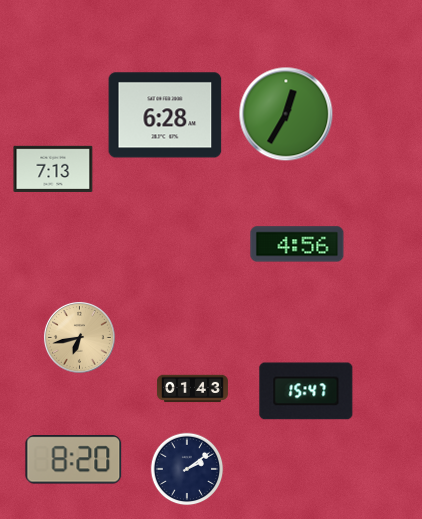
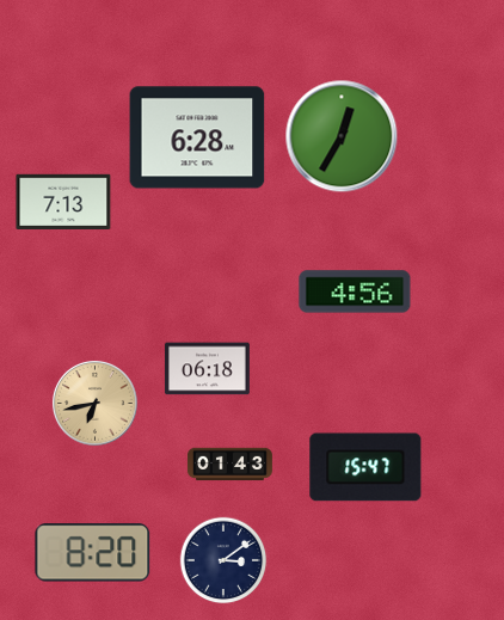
clock at (207, 369): none -> 06:18
clock at (74, 460) position: (74, 460) -> (93, 553)
clock at (187, 469): 2:09 -> 3:09
